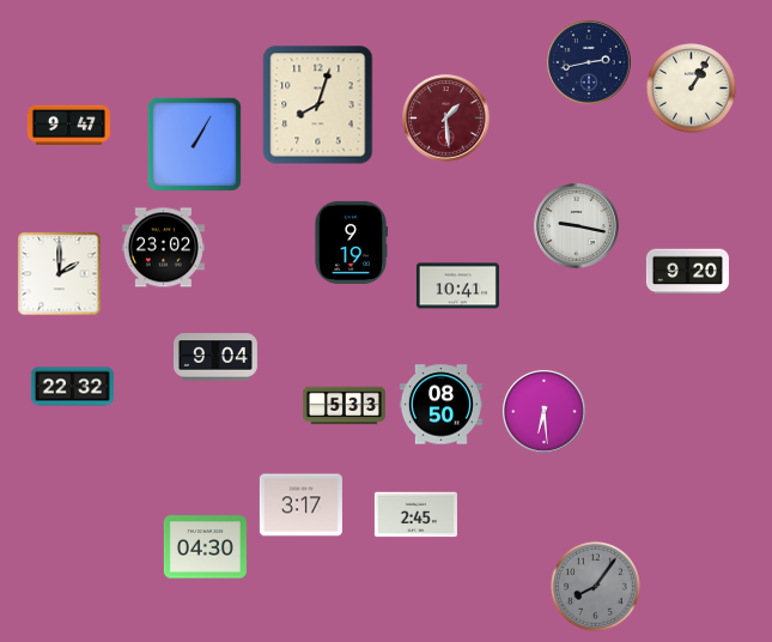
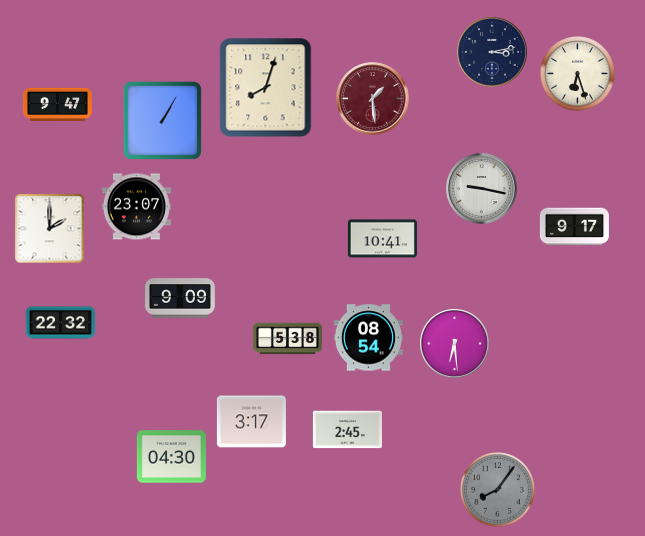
clock at (589, 62): 2:43 -> 3:13
clock at (692, 89): 1:05 -> 6:27
clock at (351, 242): 9:19 -> none
clock at (163, 248): 23:02 -> 23:07
clock at (687, 272): 9:20 -> 9:17
clock at (217, 357): 9:04 -> 9:09
clock at (440, 405): 08:50 -> 08:54
clock at (344, 406): 5:33 -> 5:38
